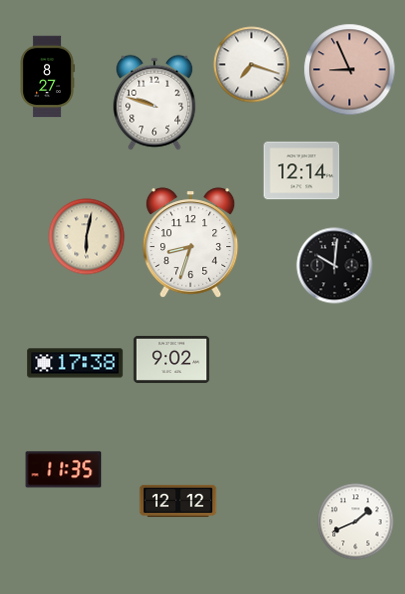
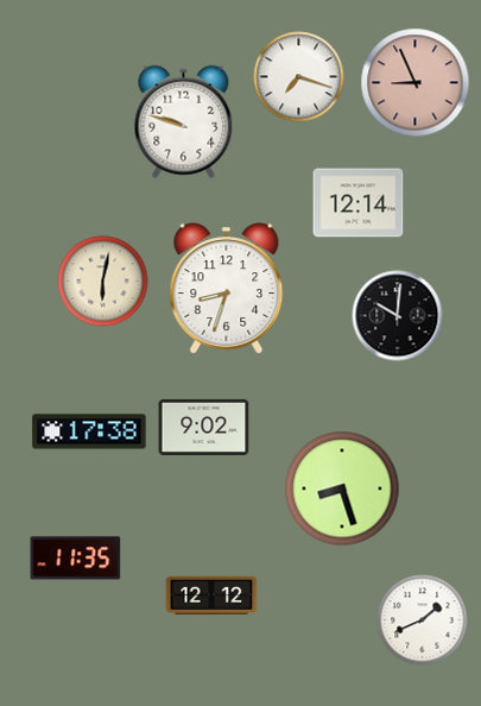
clock at (47, 77): 8:27 -> none
clock at (342, 488): none -> 8:27
